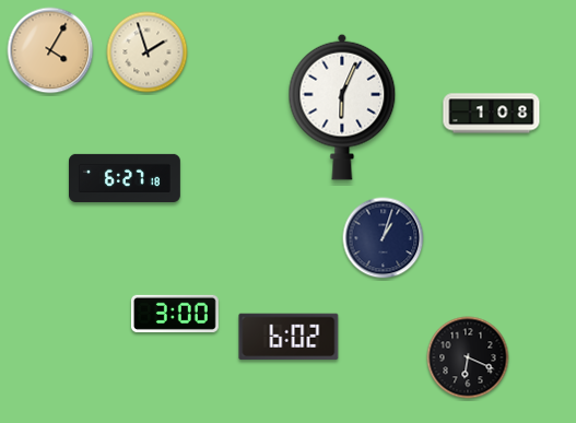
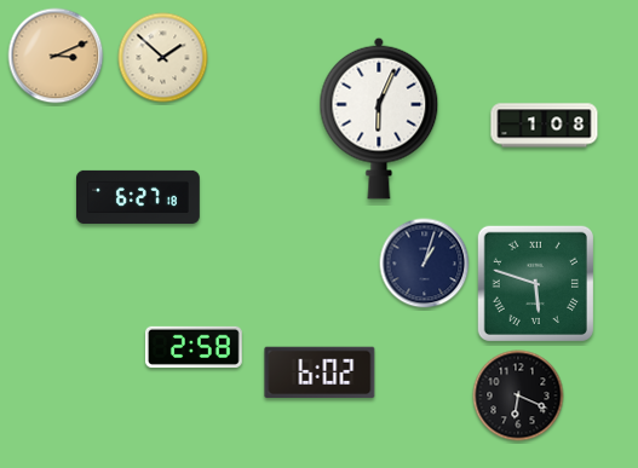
clock at (50, 50): 4:05 -> 3:11
clock at (148, 52): 1:57 -> 1:52
clock at (535, 283): none -> 5:48
clock at (175, 314): 3:00 -> 2:58
